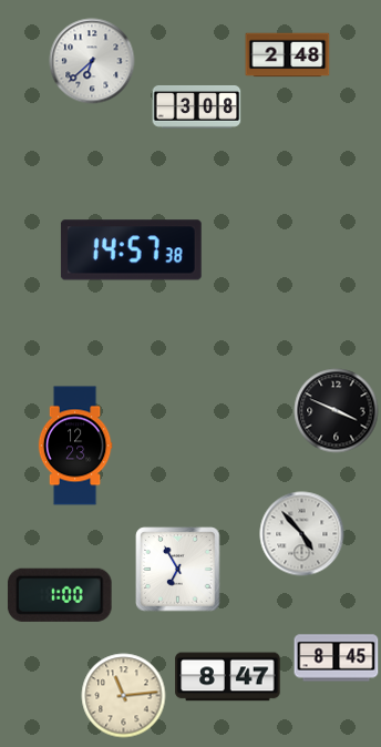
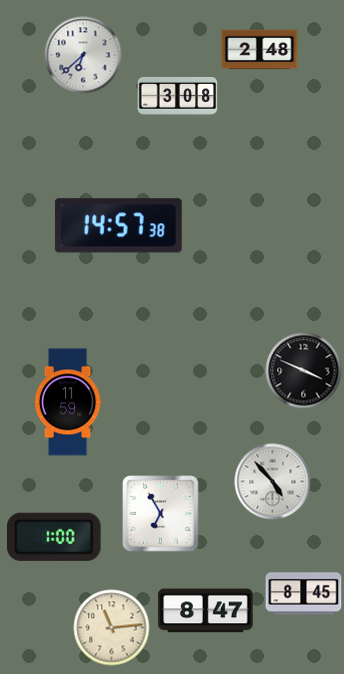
clock at (75, 446): 12:23 -> 11:59
